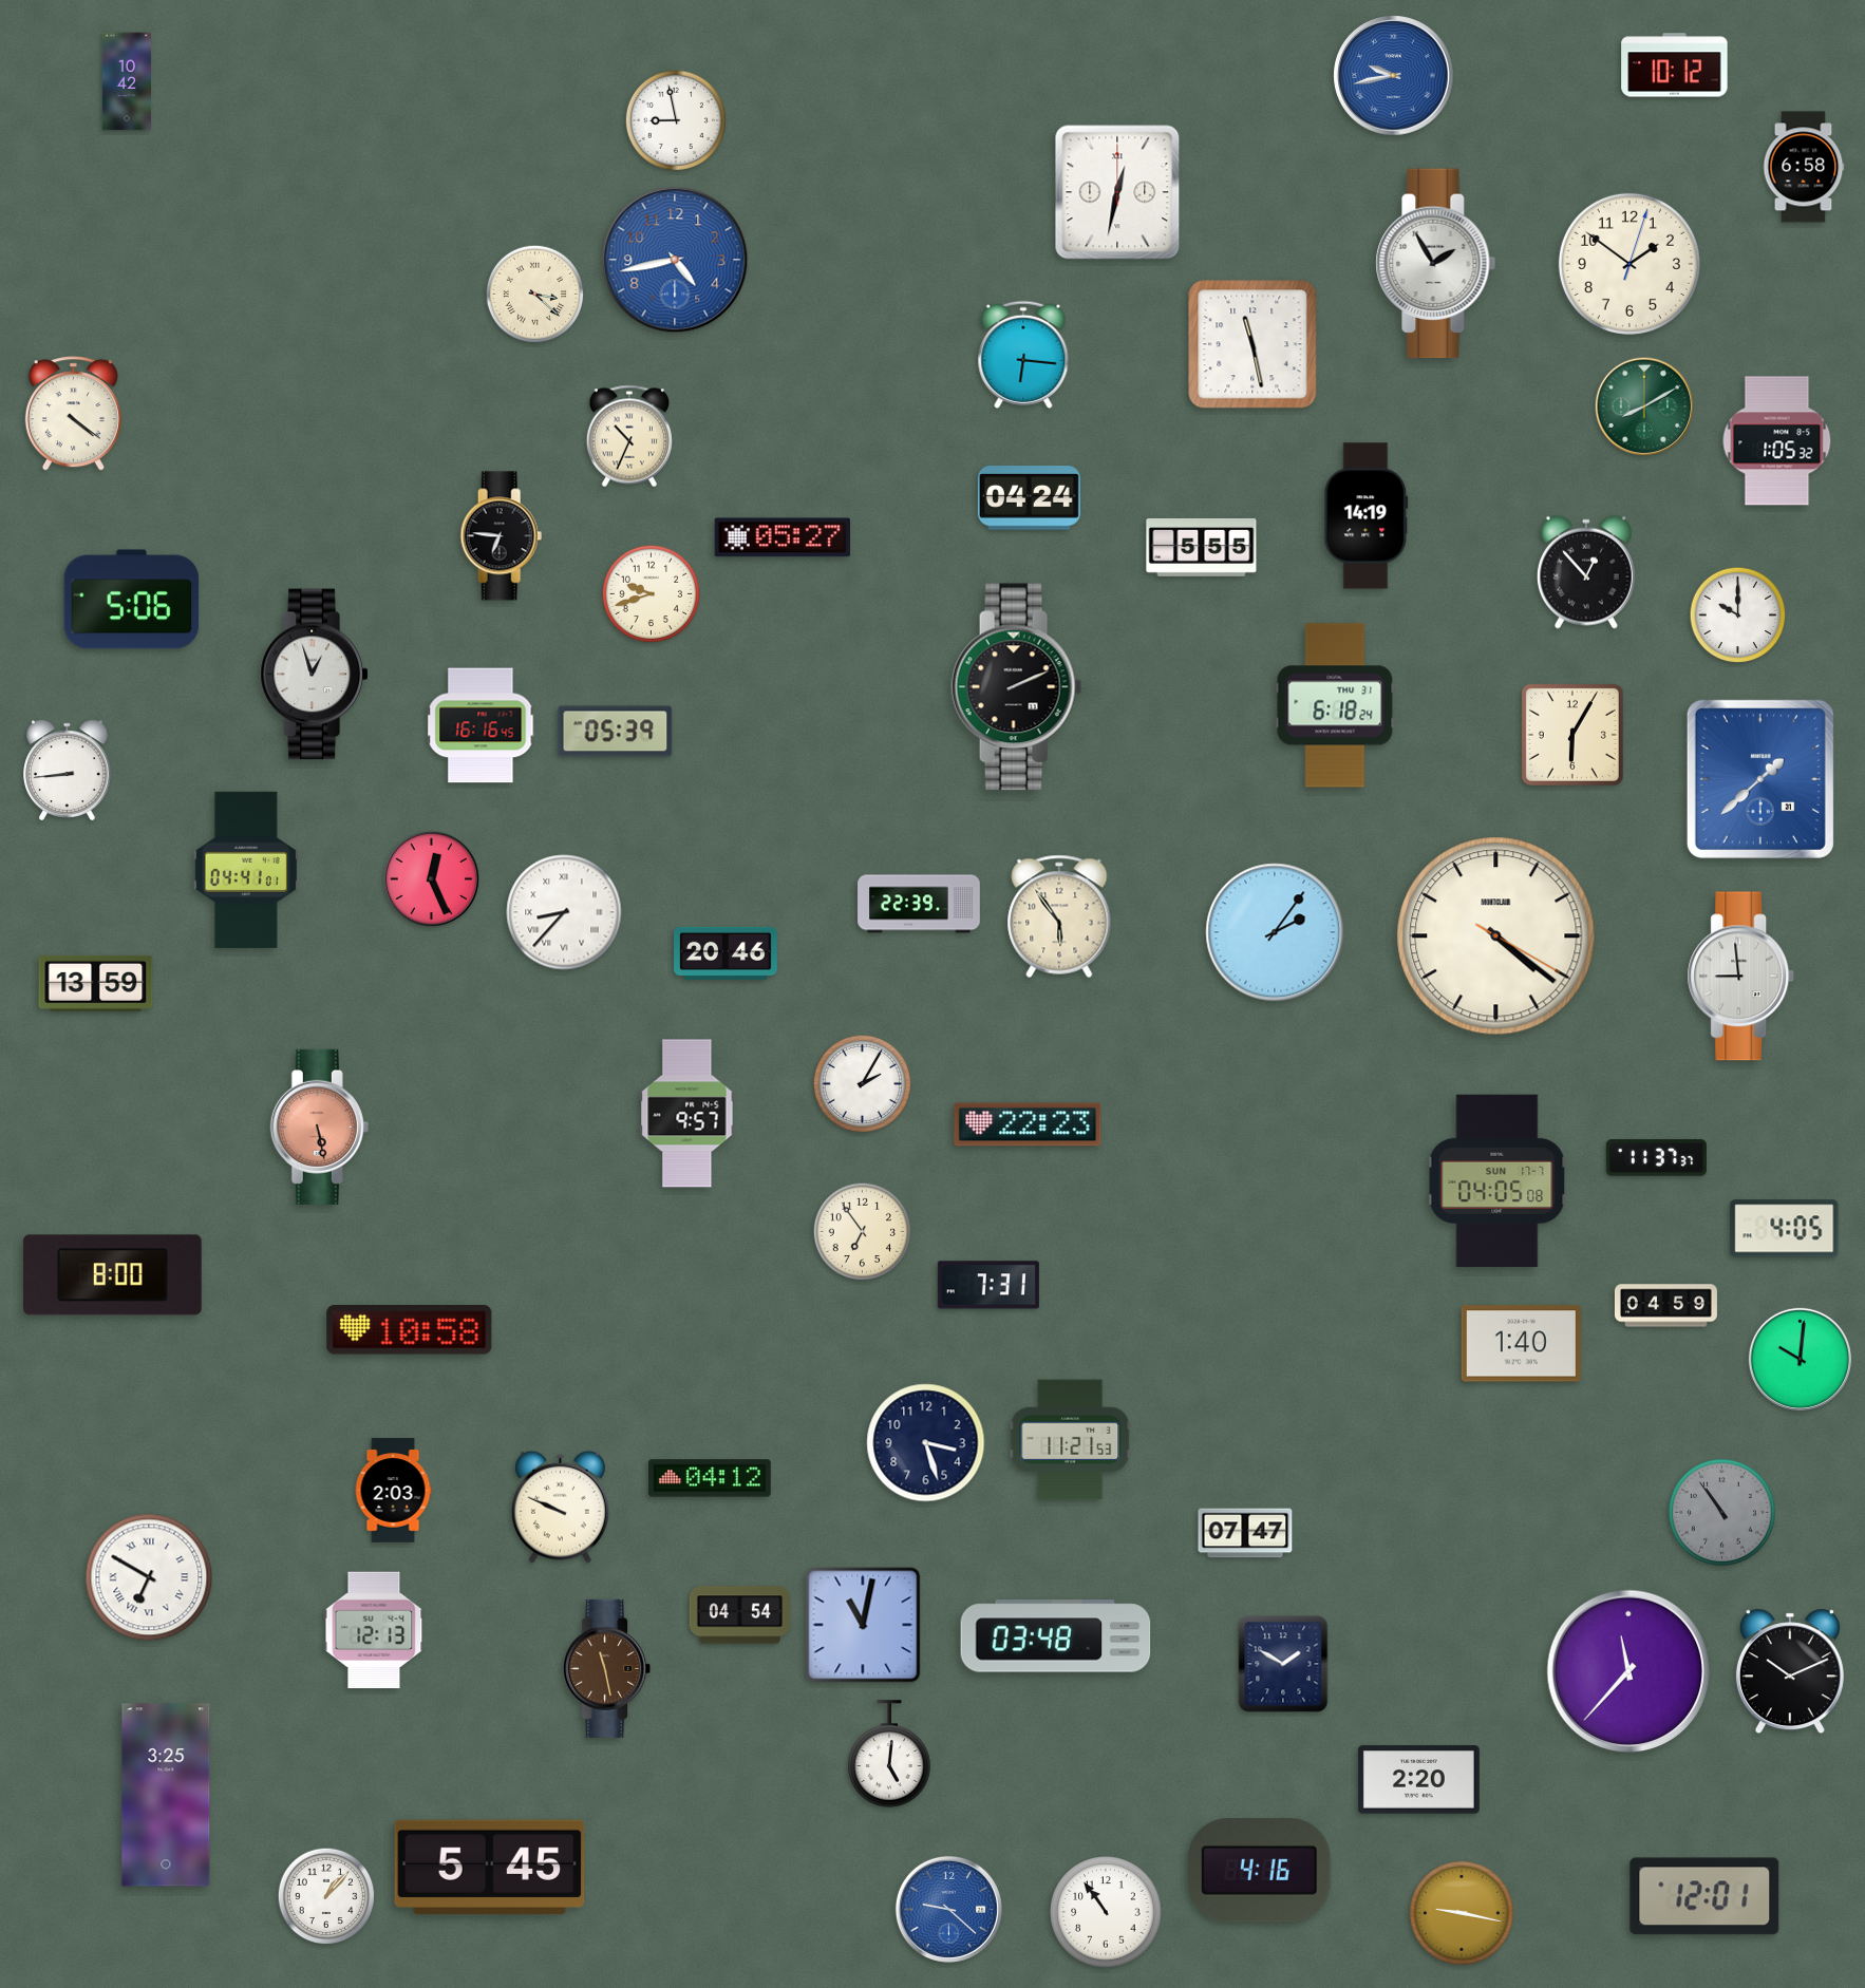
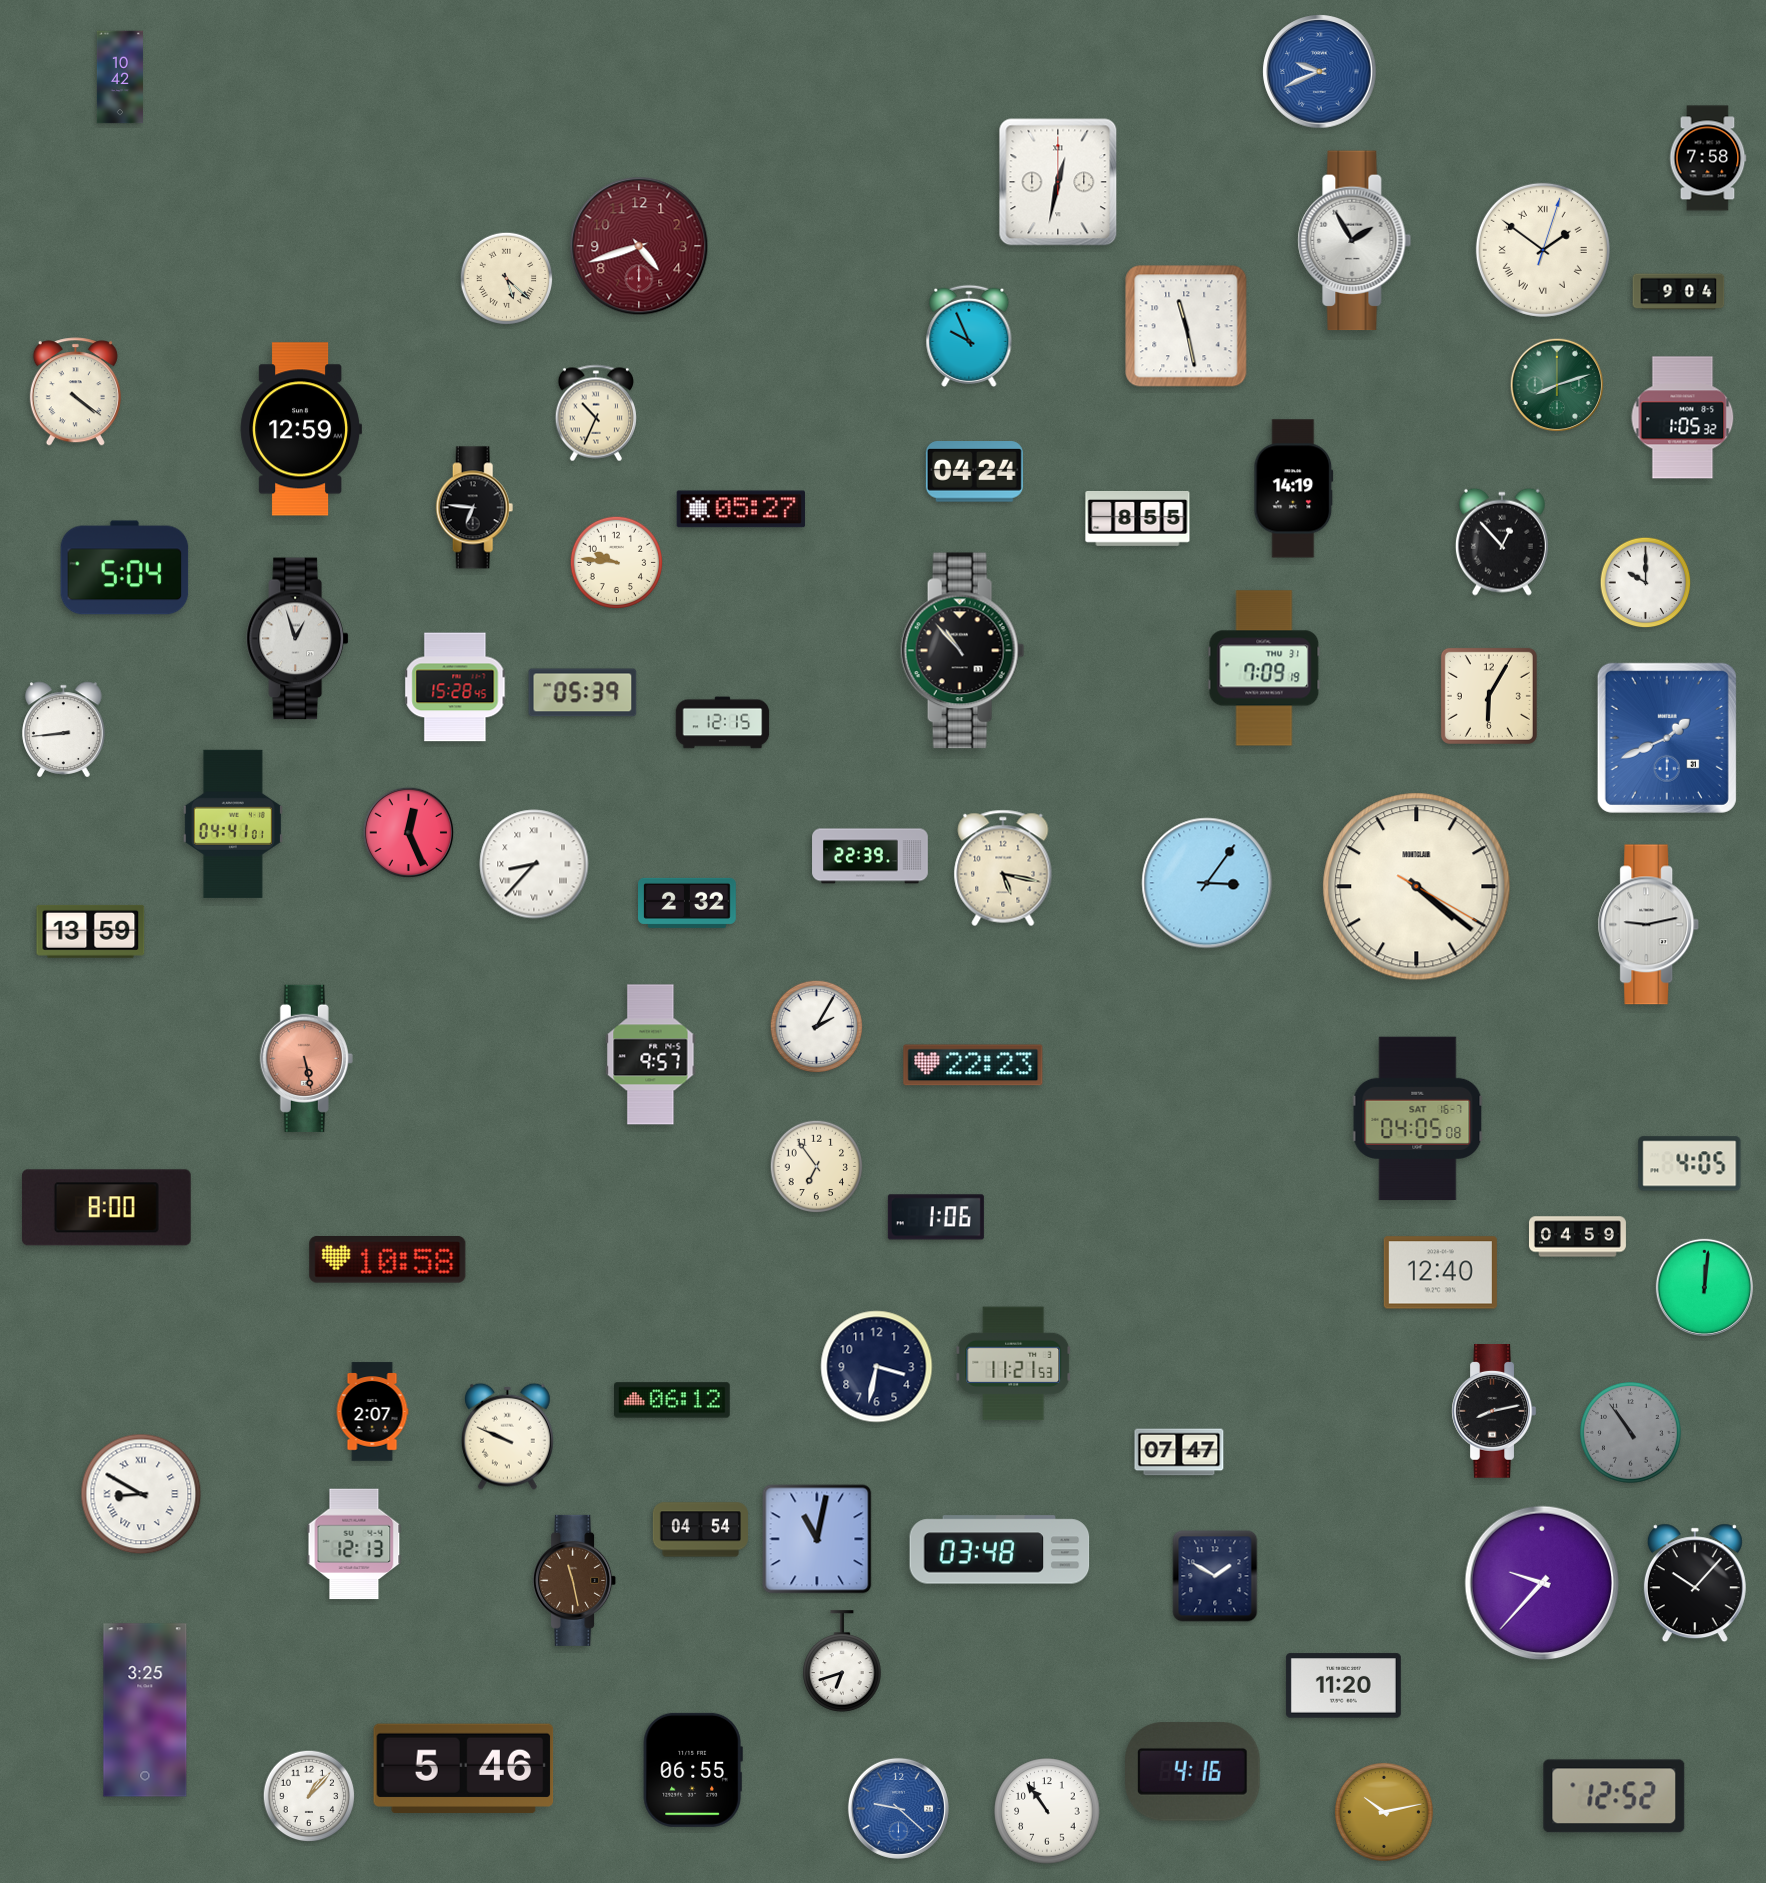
clock at (1675, 65): 10:12 -> none
clock at (1394, 76): 9:43 -> 9:41
clock at (676, 120): 8:58 -> none
clock at (1804, 167): 6:58 -> 7:58
clock at (675, 260): 4:43 -> 4:42
clock at (675, 260) dial: blue -> burgundy
clock at (1436, 264) position: (1436, 264) -> (1355, 241)
clock at (1629, 264) numerals: Arabic -> Roman
clock at (535, 295): 3:22 -> 5:22
clock at (1679, 292): none -> 9:04
clock at (1023, 355): 6:16 -> 9:56
clock at (1644, 406): 8:10 -> 8:12
clock at (73, 414) position: (73, 414) -> (75, 392)
clock at (300, 429): none -> 12:59
clock at (1202, 547): 5:55 -> 8:55
clock at (652, 594): 9:42 -> 9:46
clock at (132, 600): 5:06 -> 5:04
clock at (1017, 687): 2:11 -> 10:53
clock at (1335, 705): 6:18 -> 7:09
clock at (481, 725): 16:16 -> 15:28
clock at (723, 723): none -> 12:15
clock at (1760, 779): 1:38 -> 1:41
clock at (1059, 916): 5:54 -> 5:17
clock at (1275, 932): 2:06 -> 3:06
clock at (727, 953): 20:46 -> 2:32
clock at (1741, 977): 8:59 -> 9:13
clock at (319, 1126) position: (319, 1126) -> (306, 1058)
clock at (1656, 1158): 11:37 -> none
clock at (1497, 1181) date: SUN 17-7 -> SAT 16-7
clock at (988, 1285): 7:31 -> 1:06
clock at (1521, 1344): 1:40 -> 12:40
clock at (1800, 1359): 10:01 -> 12:01
clock at (926, 1443): 3:27 -> 3:32
clock at (711, 1478): 04:12 -> 06:12
clock at (393, 1491): 2:03 -> 2:07
clock at (1494, 1412): none -> 8:13
clock at (560, 1507) position: (560, 1507) -> (507, 1436)
clock at (149, 1577): 6:50 -> 8:50
clock at (1628, 1671): 11:37 -> 9:37
clock at (1790, 1671): 10:11 -> 10:07
clock at (890, 1754): 5:01 -> 6:42
clock at (1418, 1780): 2:20 -> 11:20
clock at (166, 1795) position: (166, 1795) -> (145, 1710)
clock at (490, 1867): 5:45 -> 5:46
clock at (693, 1770): none -> 06:55
clock at (1704, 1896): 12:01 -> 12:52
clock at (1462, 1913): 9:17 -> 10:13
